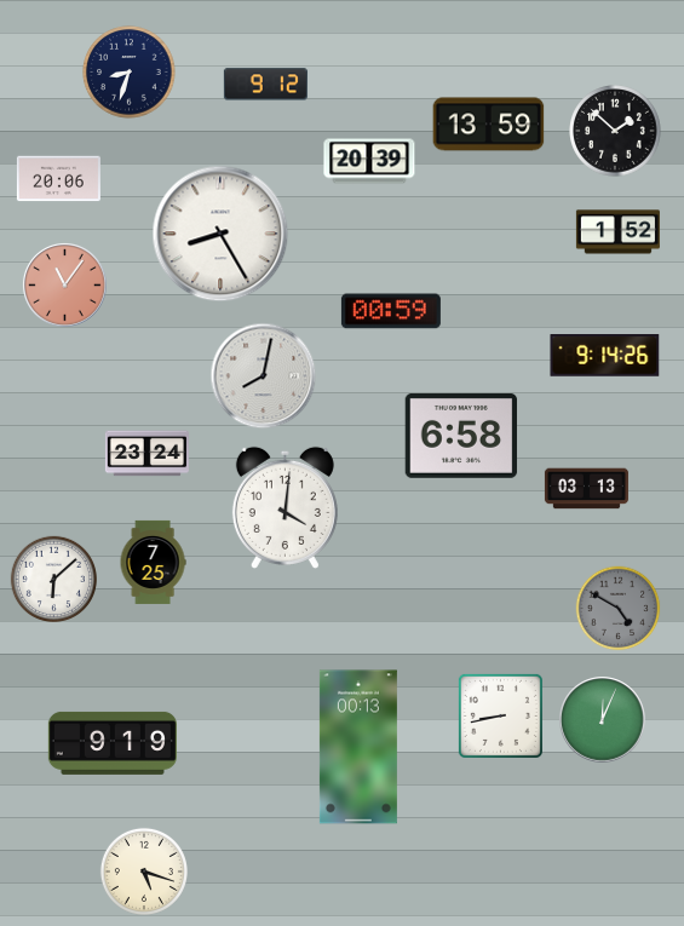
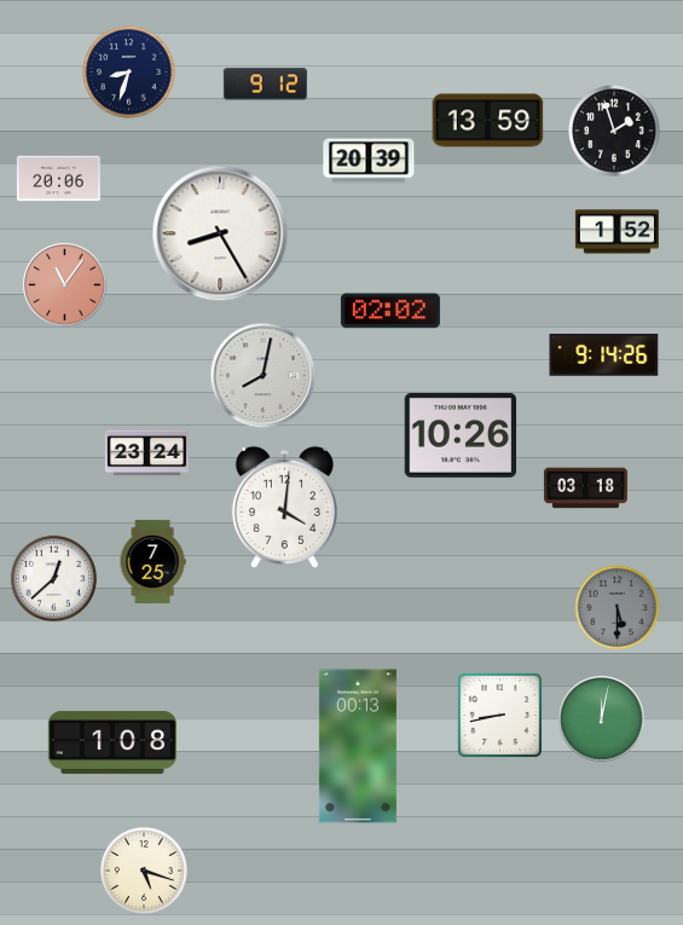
clock at (489, 125) position: (489, 125) -> (488, 121)
clock at (615, 131): 1:52 -> 1:57
clock at (391, 311): 00:59 -> 02:02
clock at (461, 436): 6:58 -> 10:26
clock at (586, 489): 03:13 -> 03:18
clock at (53, 579): 6:08 -> 12:38
clock at (619, 609): 4:50 -> 5:30
clock at (603, 720): 12:04 -> 12:02
clock at (113, 743): 9:19 -> 1:08
